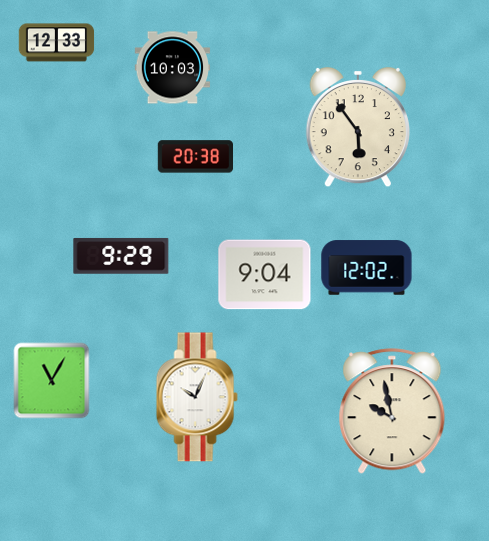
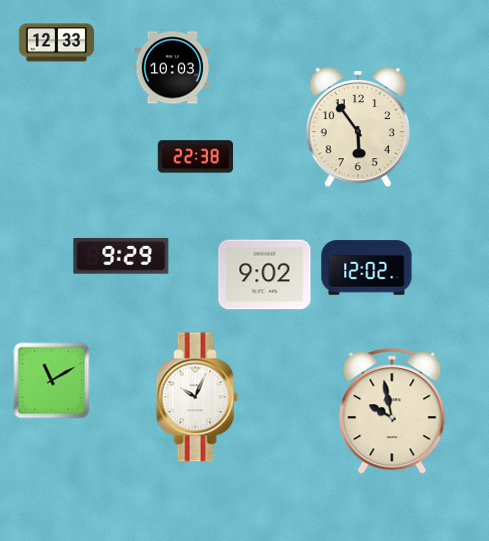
clock at (195, 157): 20:38 -> 22:38
clock at (265, 275): 9:04 -> 9:02
clock at (52, 381): 11:05 -> 11:10
